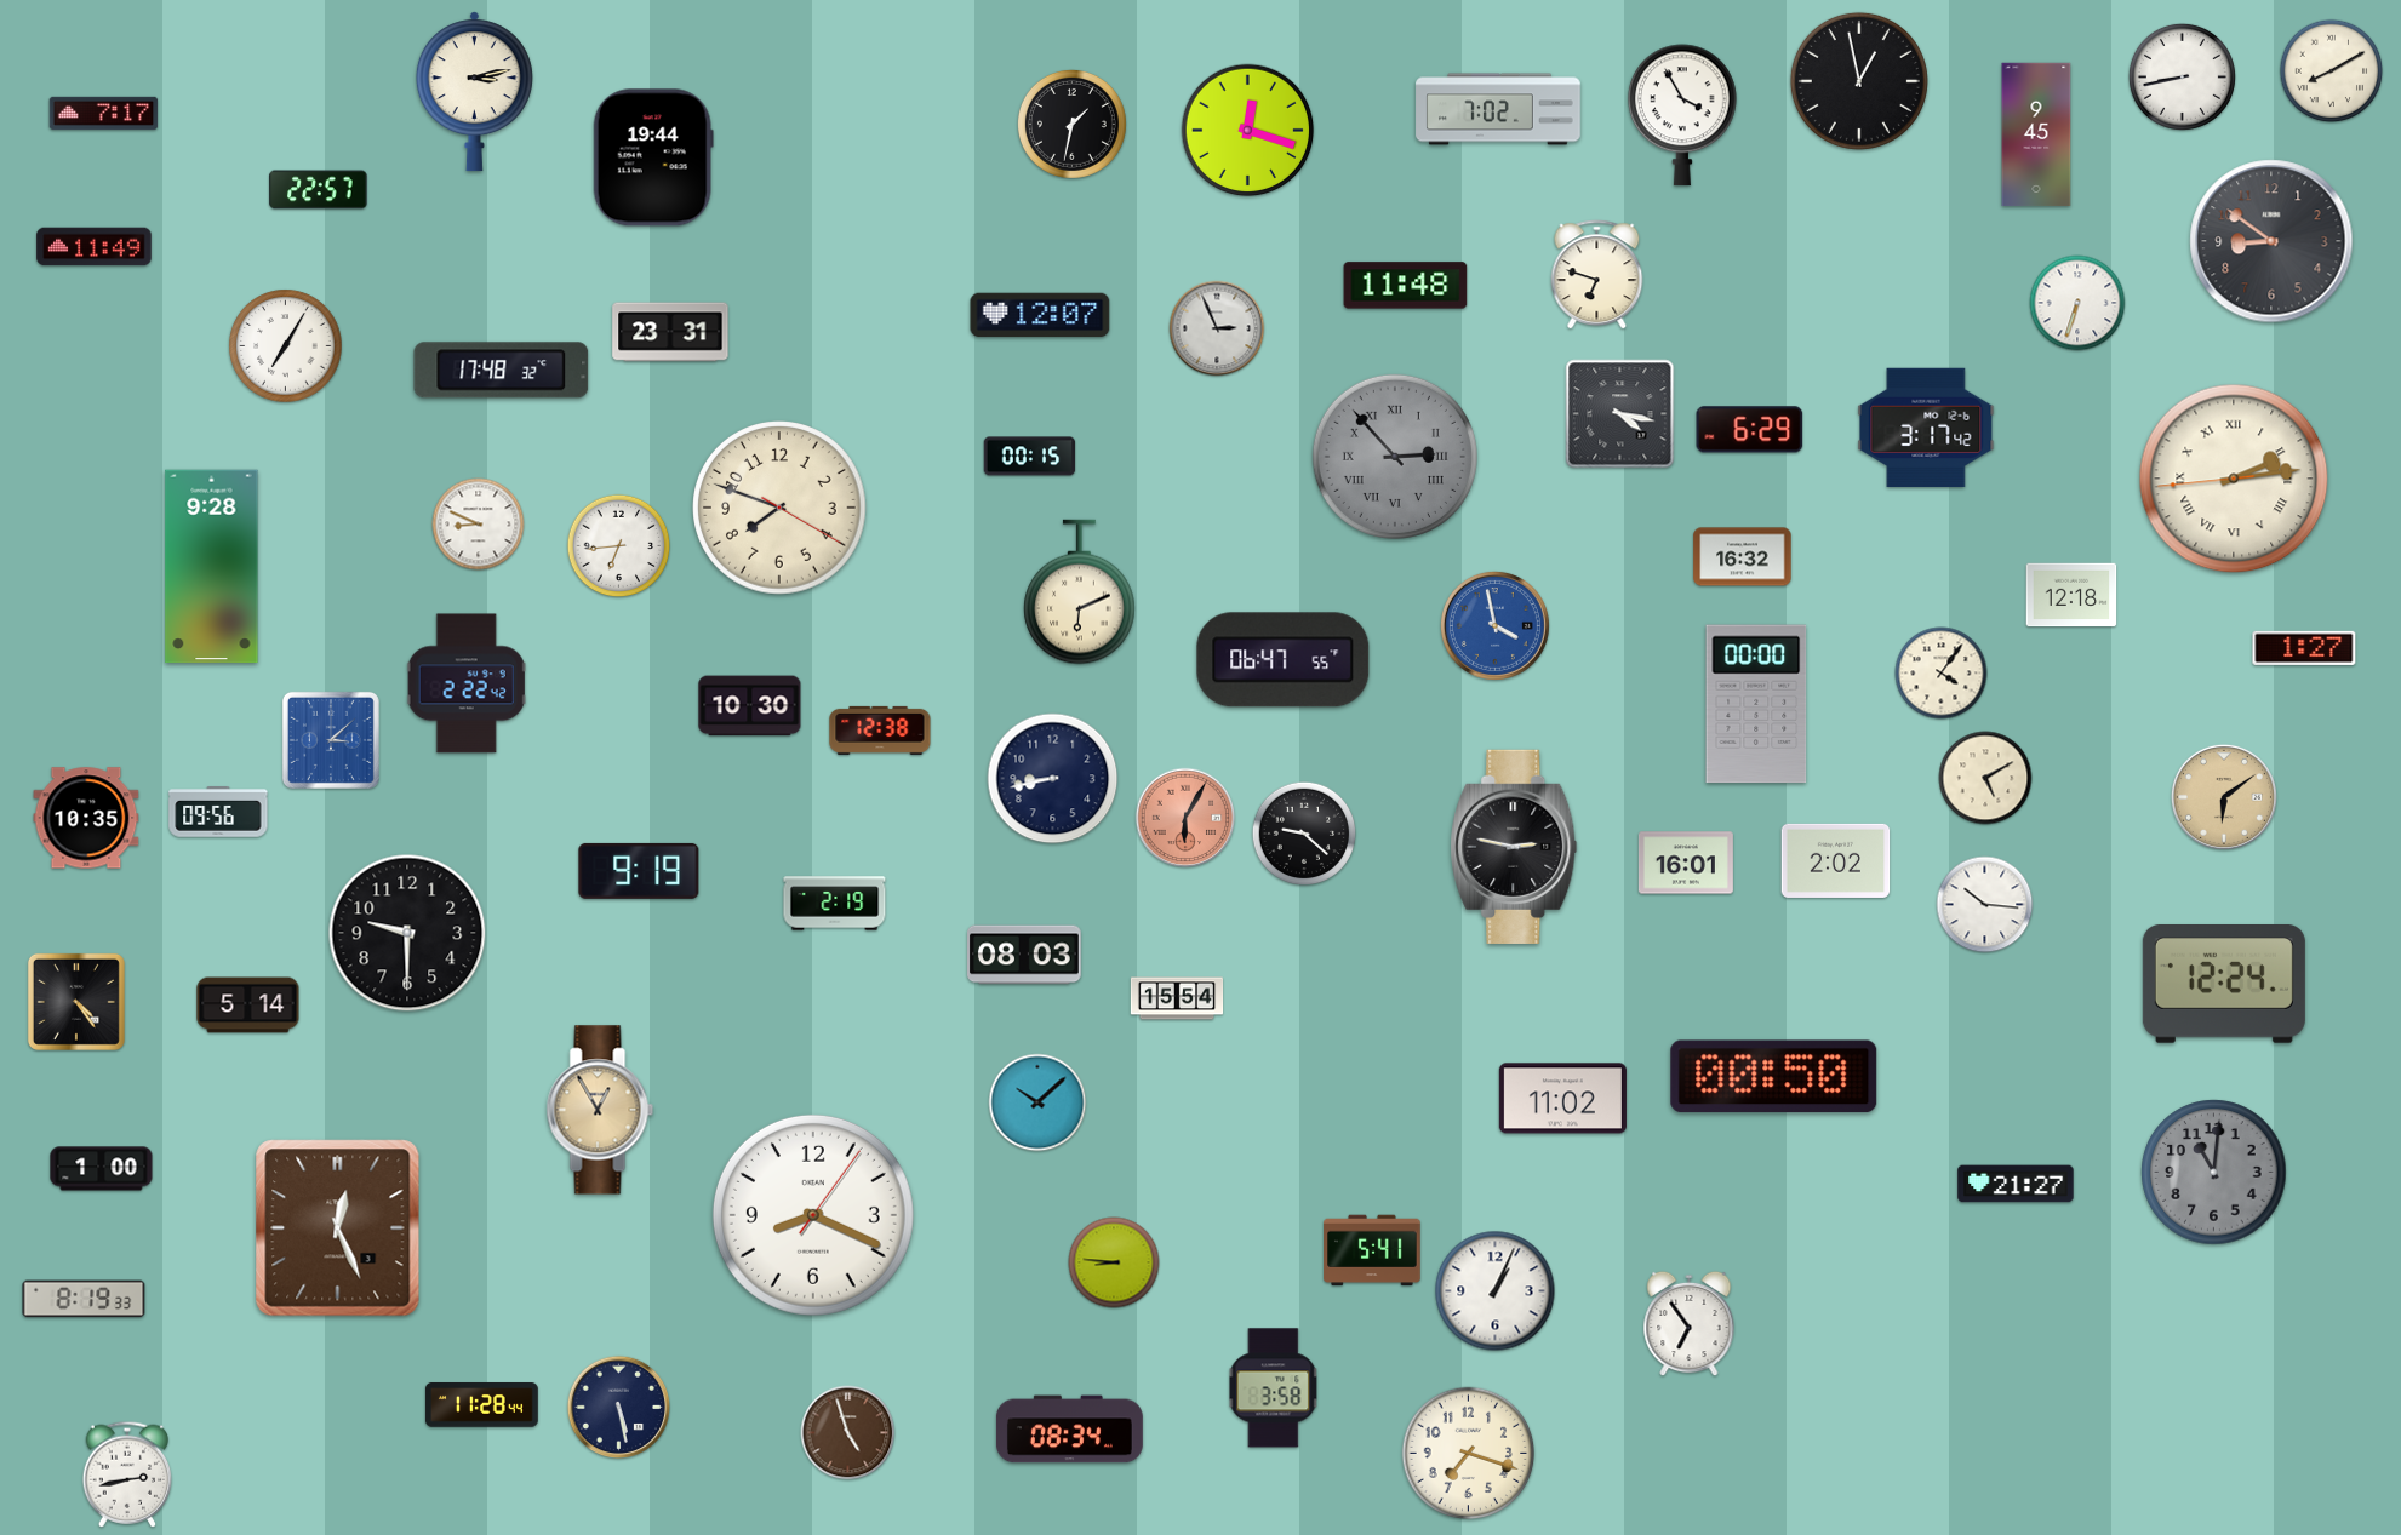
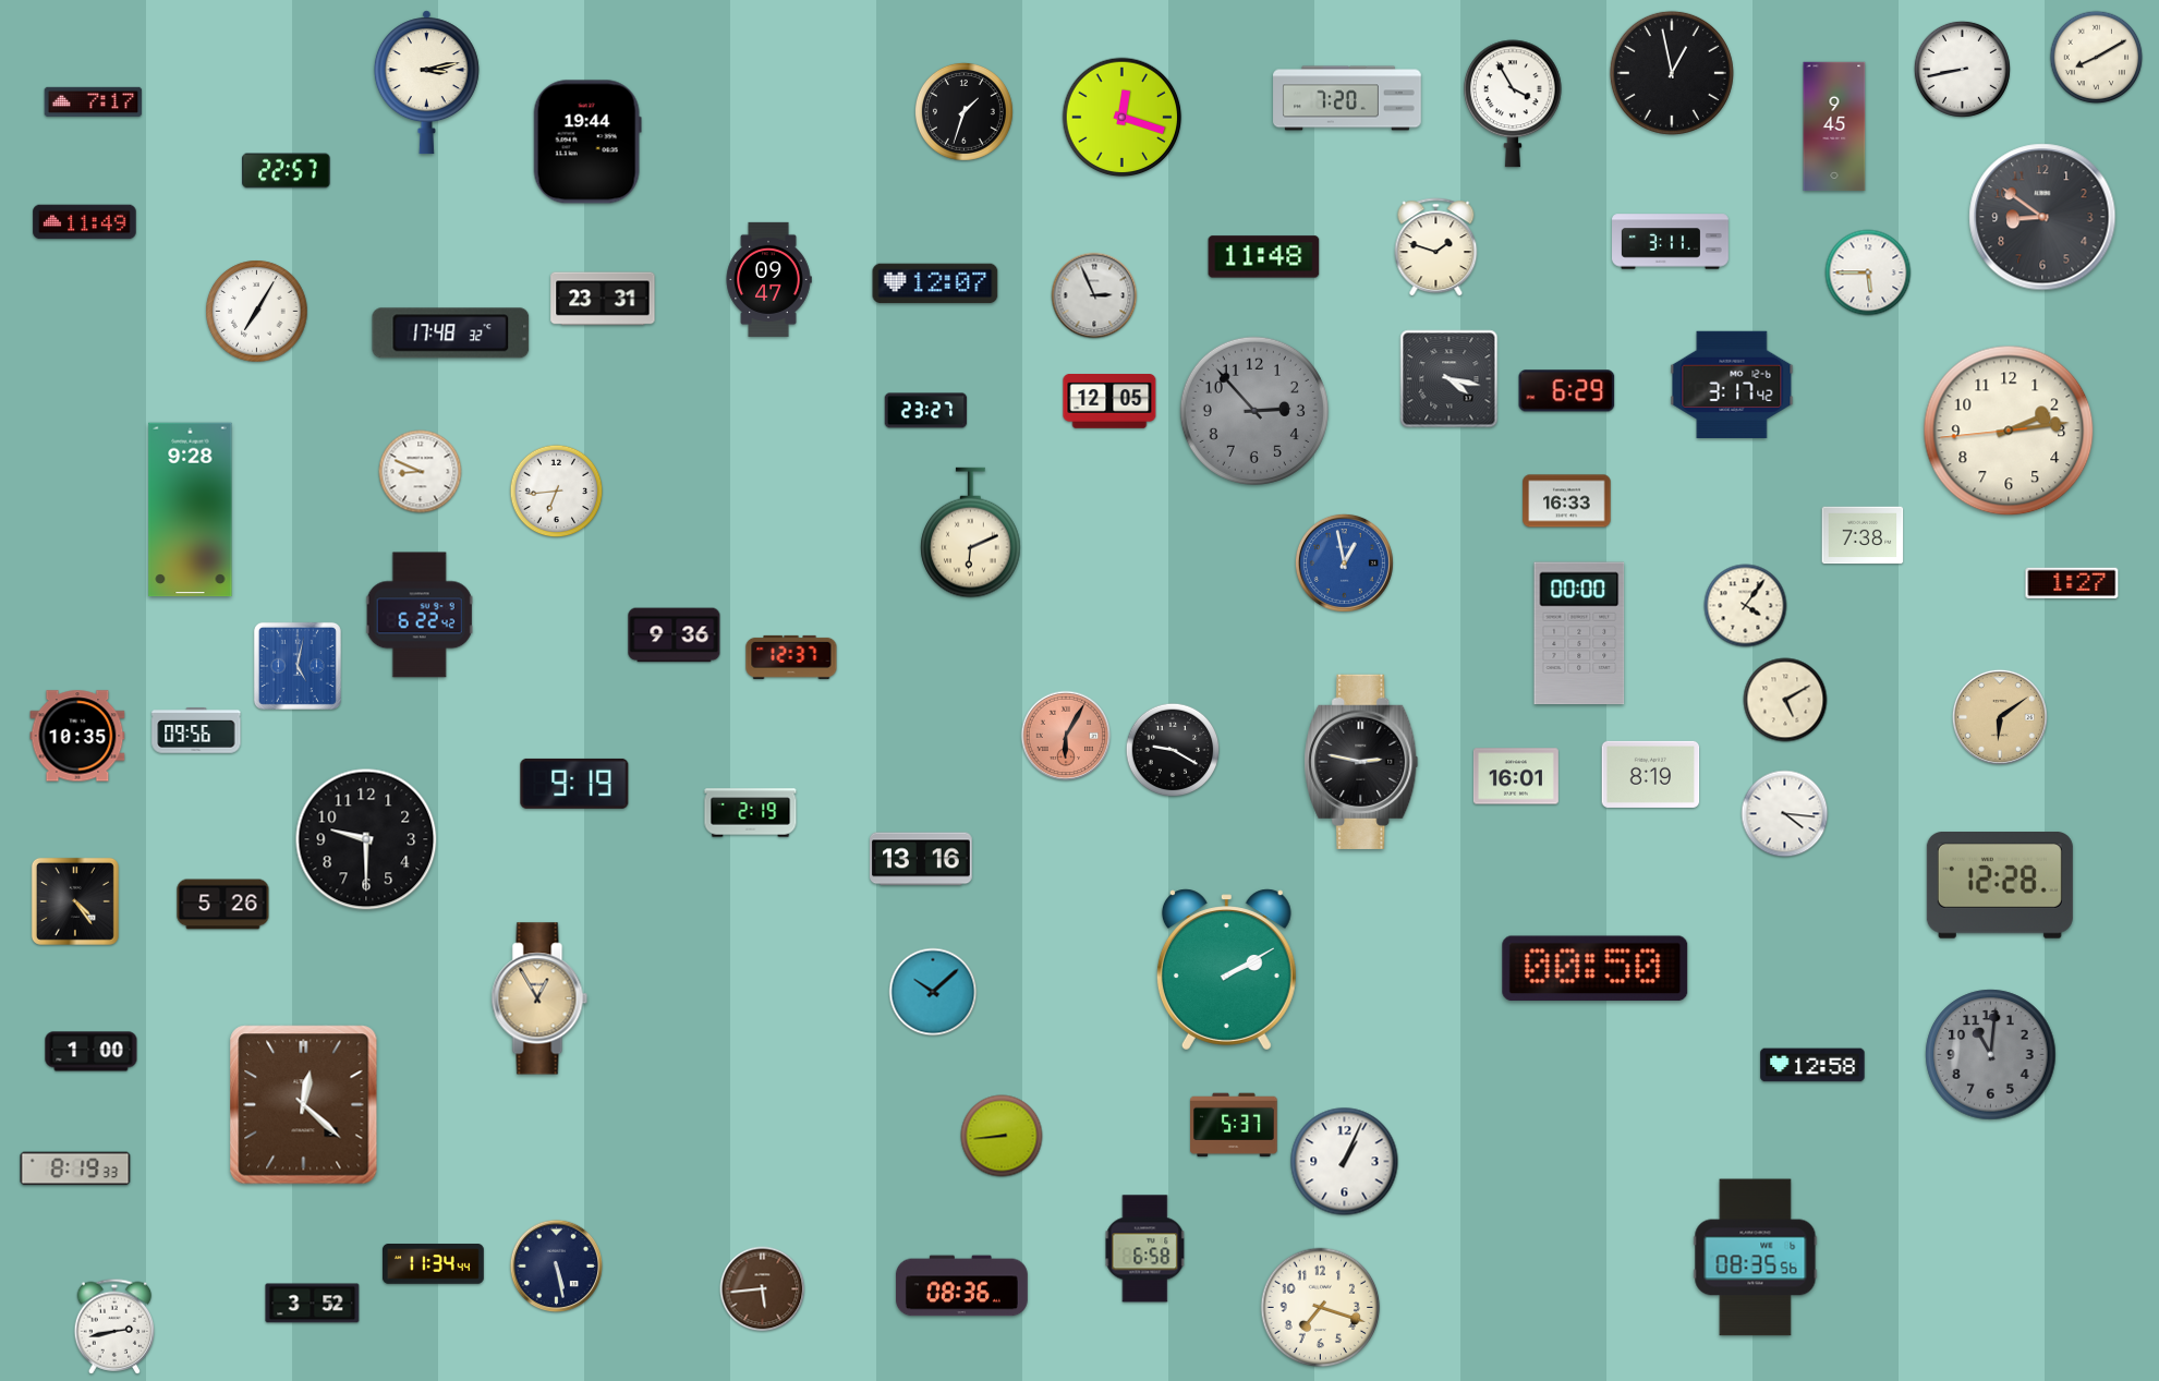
clock at (2332, 71) position: (2332, 71) -> (2097, 58)
clock at (1498, 109): 7:02 -> 7:20
clock at (1071, 124): 1:32 -> 1:33
clock at (2036, 134) position: (2036, 134) -> (1834, 126)
clock at (1671, 242): none -> 3:11
clock at (1597, 275): 6:48 -> 1:48
clock at (2077, 303): 6:33 -> 5:45
clock at (768, 279): none -> 09:47
clock at (1620, 414) position: (1620, 414) -> (1450, 379)
clock at (1750, 430) position: (1750, 430) -> (1567, 391)
clock at (1109, 402): none -> 12:05
clock at (1030, 457): 00:15 -> 23:27
clock at (1395, 457) numerals: Roman -> Arabic
clock at (2234, 479) numerals: Roman -> Arabic
clock at (779, 508): 7:48 -> none
clock at (479, 525) position: (479, 525) -> (421, 472)
clock at (1743, 557): 16:32 -> 16:33
clock at (2071, 595): 12:18 -> 7:38
clock at (1494, 625): 3:58 -> 12:58
clock at (1284, 660): 06:47 -> none
clock at (467, 683): 2:22 -> 6:22
clock at (750, 706): 10:30 -> 9:36
clock at (880, 731): 12:38 -> 12:37
clock at (331, 740): 3:08 -> 5:02
clock at (1053, 779): 8:43 -> none
clock at (1304, 834): 9:22 -> 9:20
clock at (1836, 860): 2:02 -> 8:19
clock at (1985, 905): 10:16 -> 4:16
clock at (1024, 955): 08:03 -> 13:16
clock at (2224, 985): 12:24 -> 12:28
clock at (1177, 998): 15:54 -> none
clock at (76, 1002) position: (76, 1002) -> (75, 901)
clock at (248, 1006): 5:14 -> 5:26
clock at (1226, 970): none -> 2:10
clock at (1562, 1099): 11:02 -> none
clock at (2016, 1184): 21:27 -> 12:58
clock at (813, 1215): 8:19 -> none
clock at (338, 1228): 12:26 -> 12:22
clock at (1372, 1250): 5:41 -> 5:37
clock at (1114, 1262): 8:46 -> 8:44
clock at (1690, 1324): 6:54 -> none
clock at (1274, 1388): 3:58 -> 6:58
clock at (1756, 1258): none -> 08:35
clock at (481, 1405): 11:28 -> 11:34
clock at (1069, 1430): 08:34 -> 08:36
clock at (848, 1433): 4:57 -> 5:44
clock at (313, 1304): none -> 3:52
